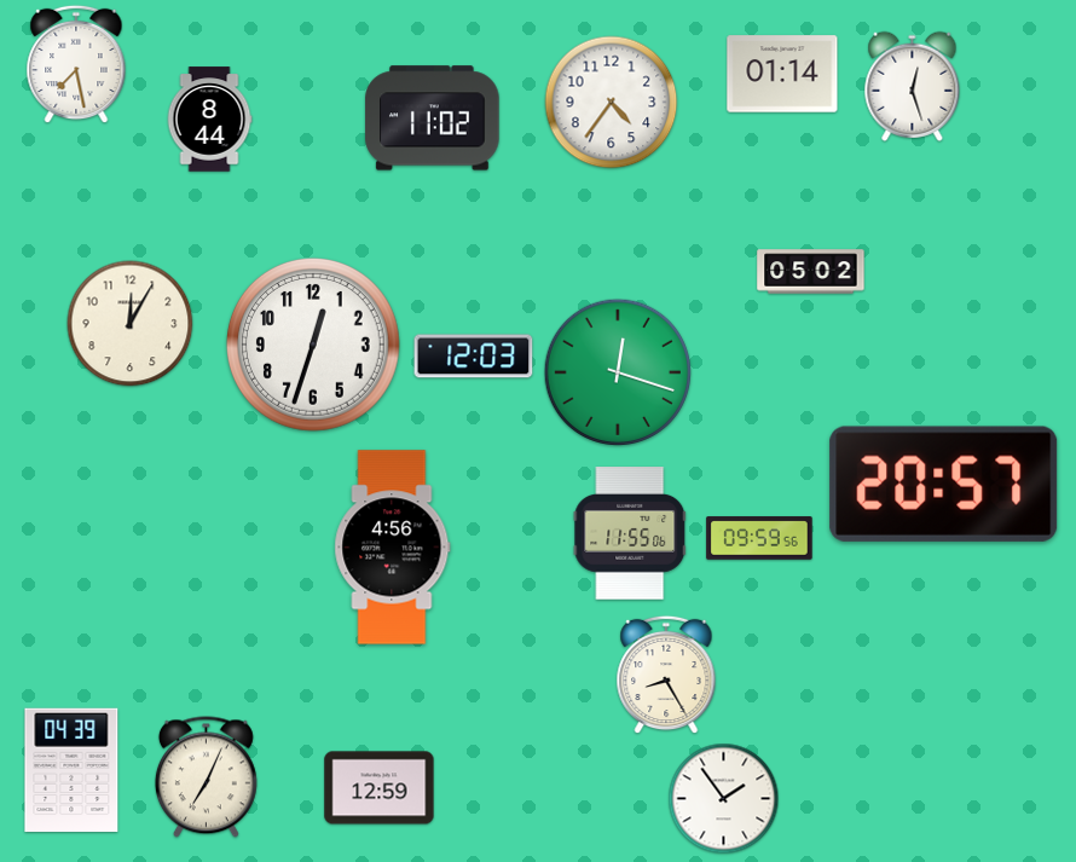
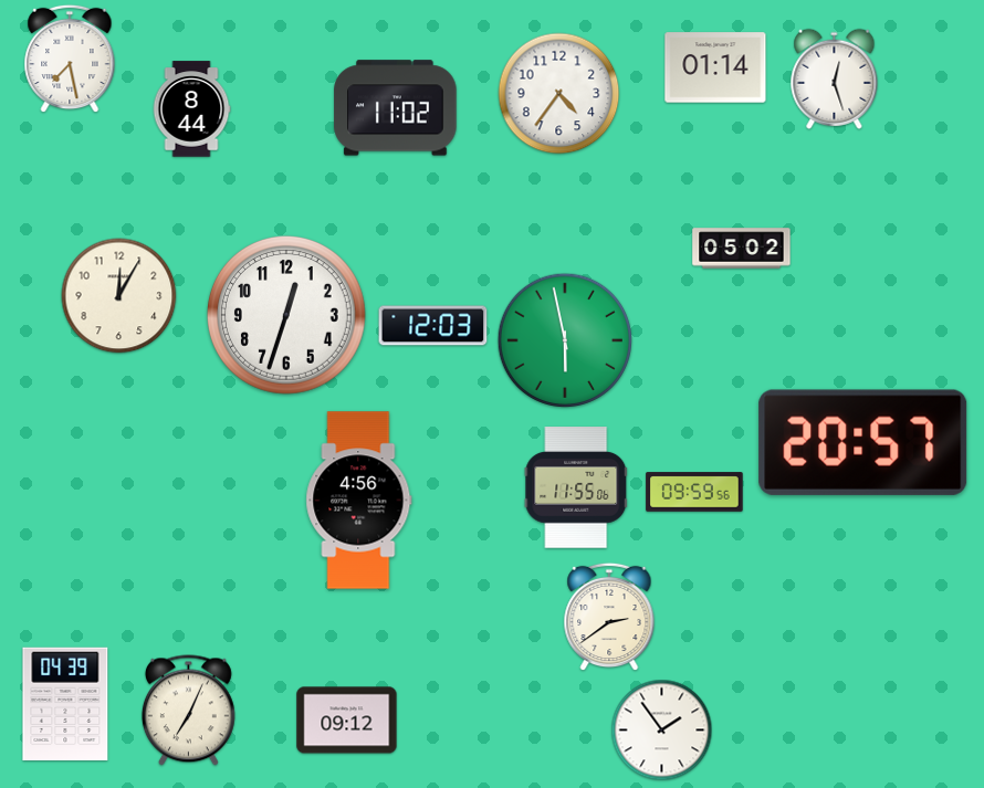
clock at (617, 371): 12:18 -> 5:58
clock at (666, 675): 8:25 -> 2:39
clock at (380, 788): 12:59 -> 09:12
